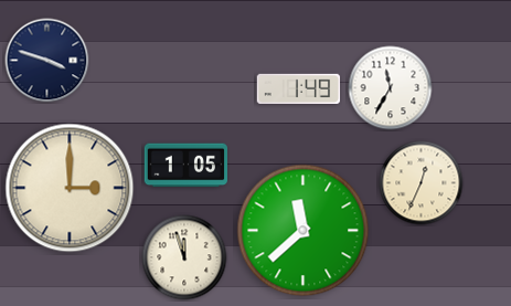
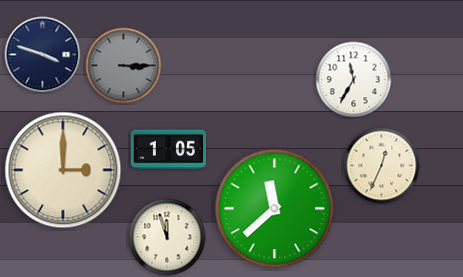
clock at (124, 66): none -> 3:15
clock at (298, 88): 1:49 -> none
clock at (184, 257) position: (184, 257) -> (167, 237)
